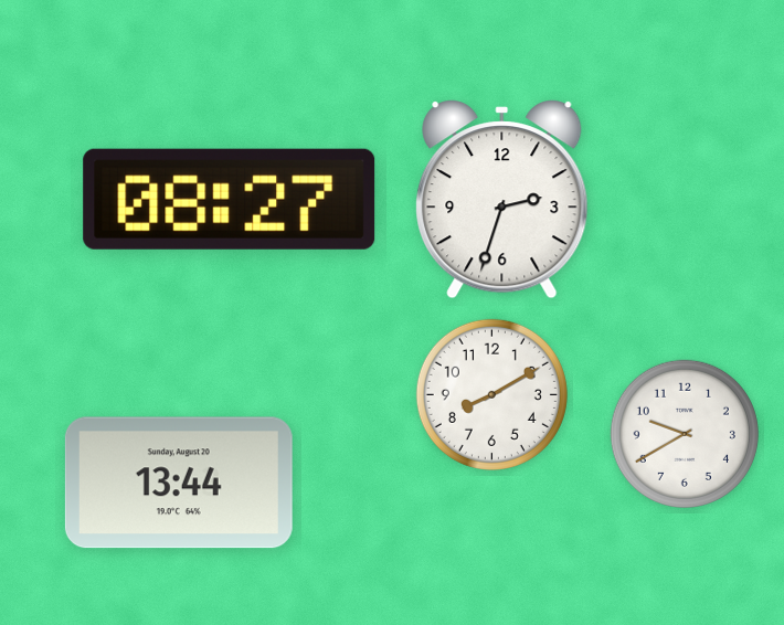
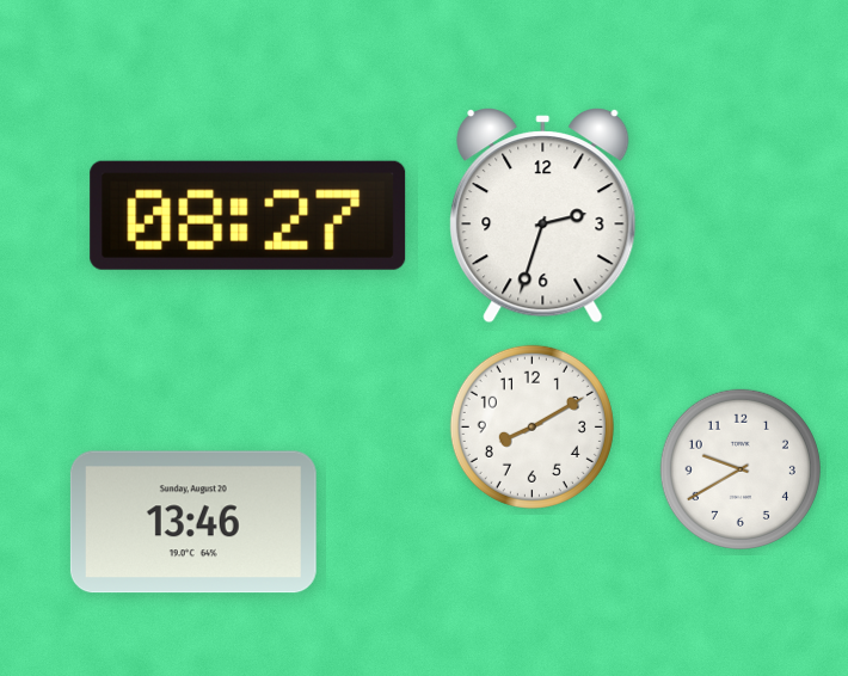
clock at (179, 483): 13:44 -> 13:46
